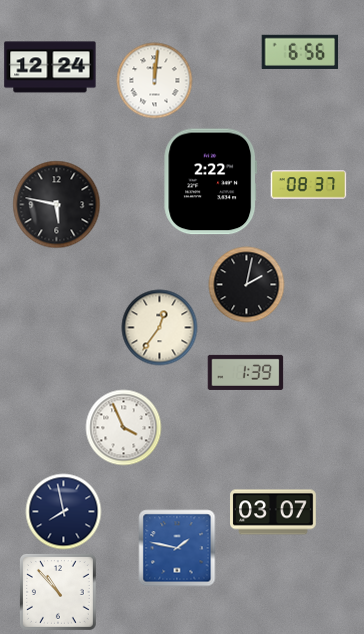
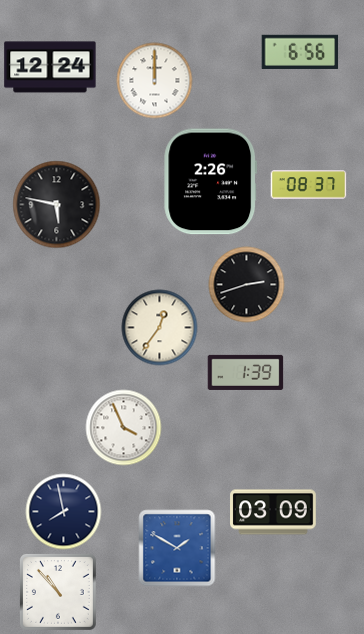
clock at (155, 81): 12:01 -> 12:00
clock at (211, 182): 2:22 -> 2:26
clock at (247, 285): 2:02 -> 2:42
clock at (273, 512): 03:07 -> 03:09
clock at (177, 548): 1:47 -> 1:50
